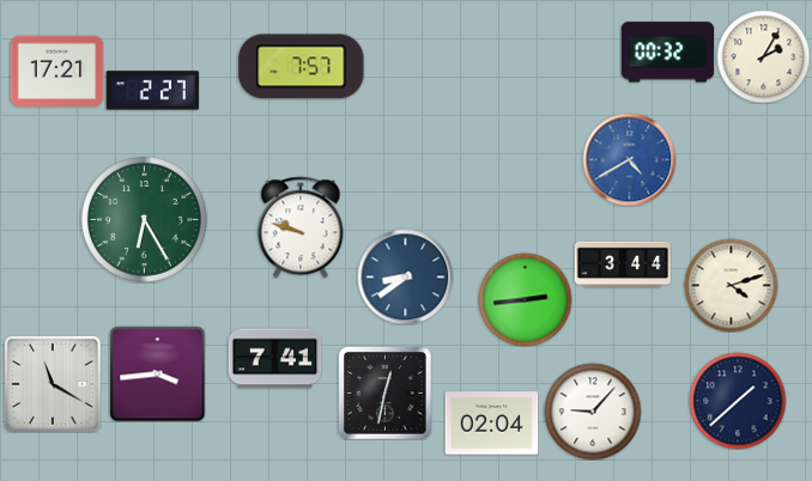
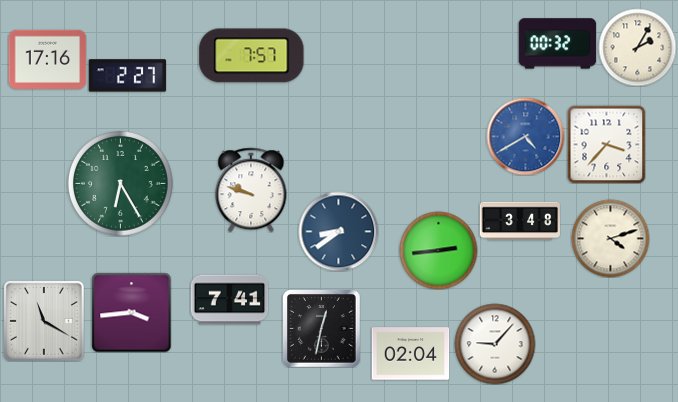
clock at (56, 71): 17:21 -> 17:16
clock at (629, 159) position: (629, 159) -> (525, 136)
clock at (606, 144): none -> 3:37
clock at (622, 264): 3:44 -> 3:48
clock at (738, 401): 1:38 -> none
